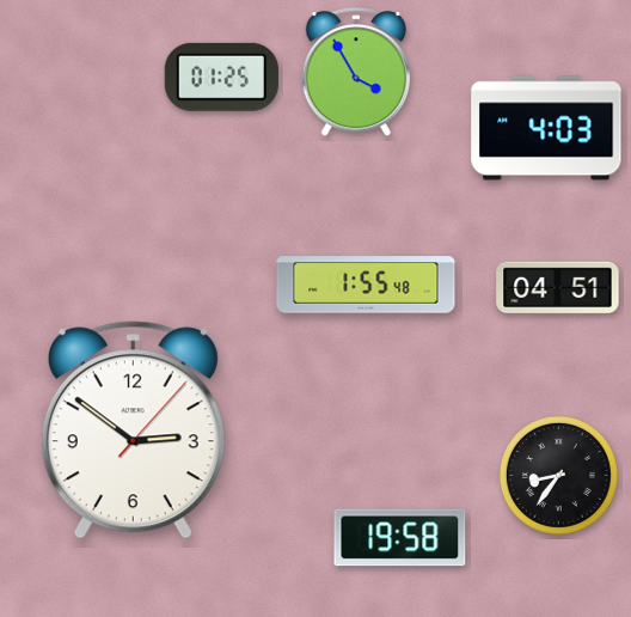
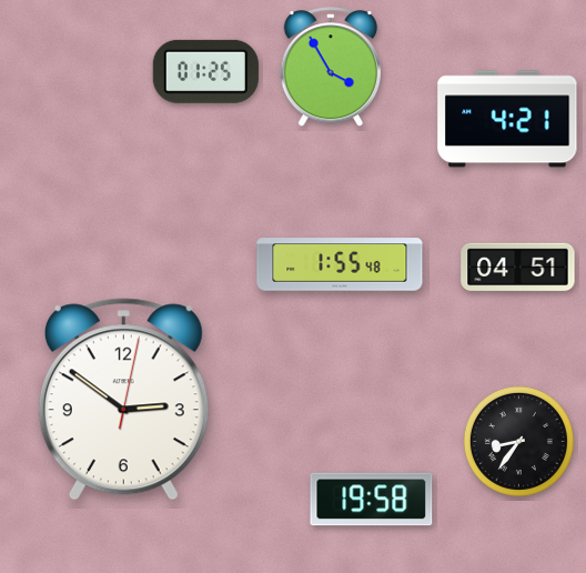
clock at (546, 128): 4:03 -> 4:21
clock at (133, 430): 2:51:07 -> 2:51:02
